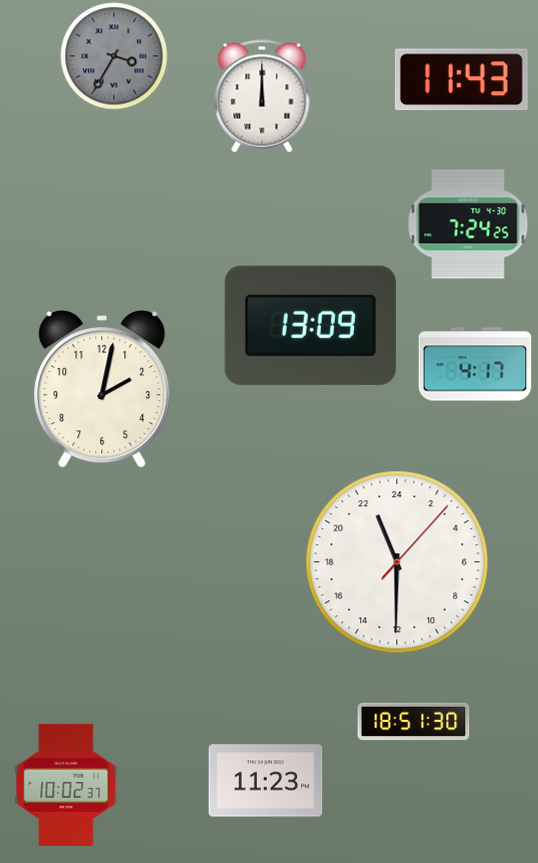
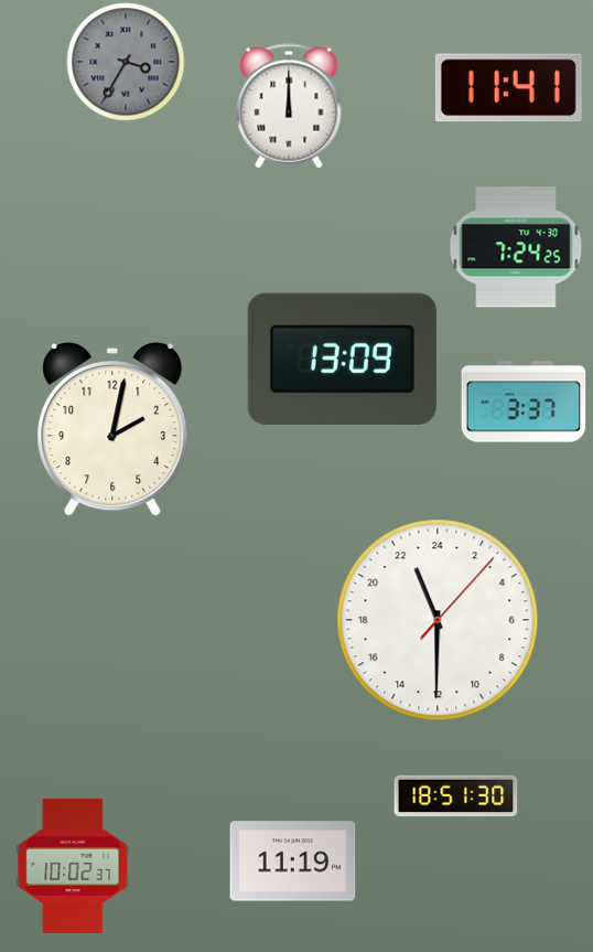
clock at (461, 80): 11:43 -> 11:41
clock at (475, 364): 4:17 -> 3:37
clock at (266, 781): 11:23 -> 11:19
